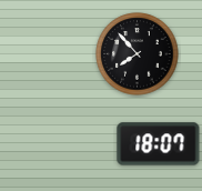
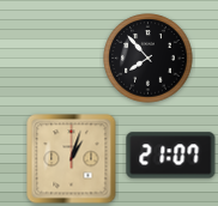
clock at (159, 144): 18:07 -> 21:07
clock at (72, 159): none -> 1:03
